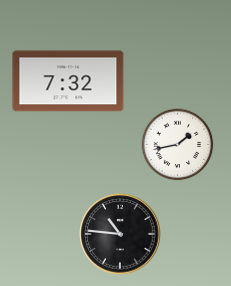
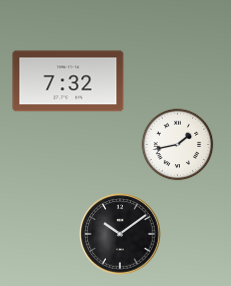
clock at (120, 234): 10:46 -> 10:09
